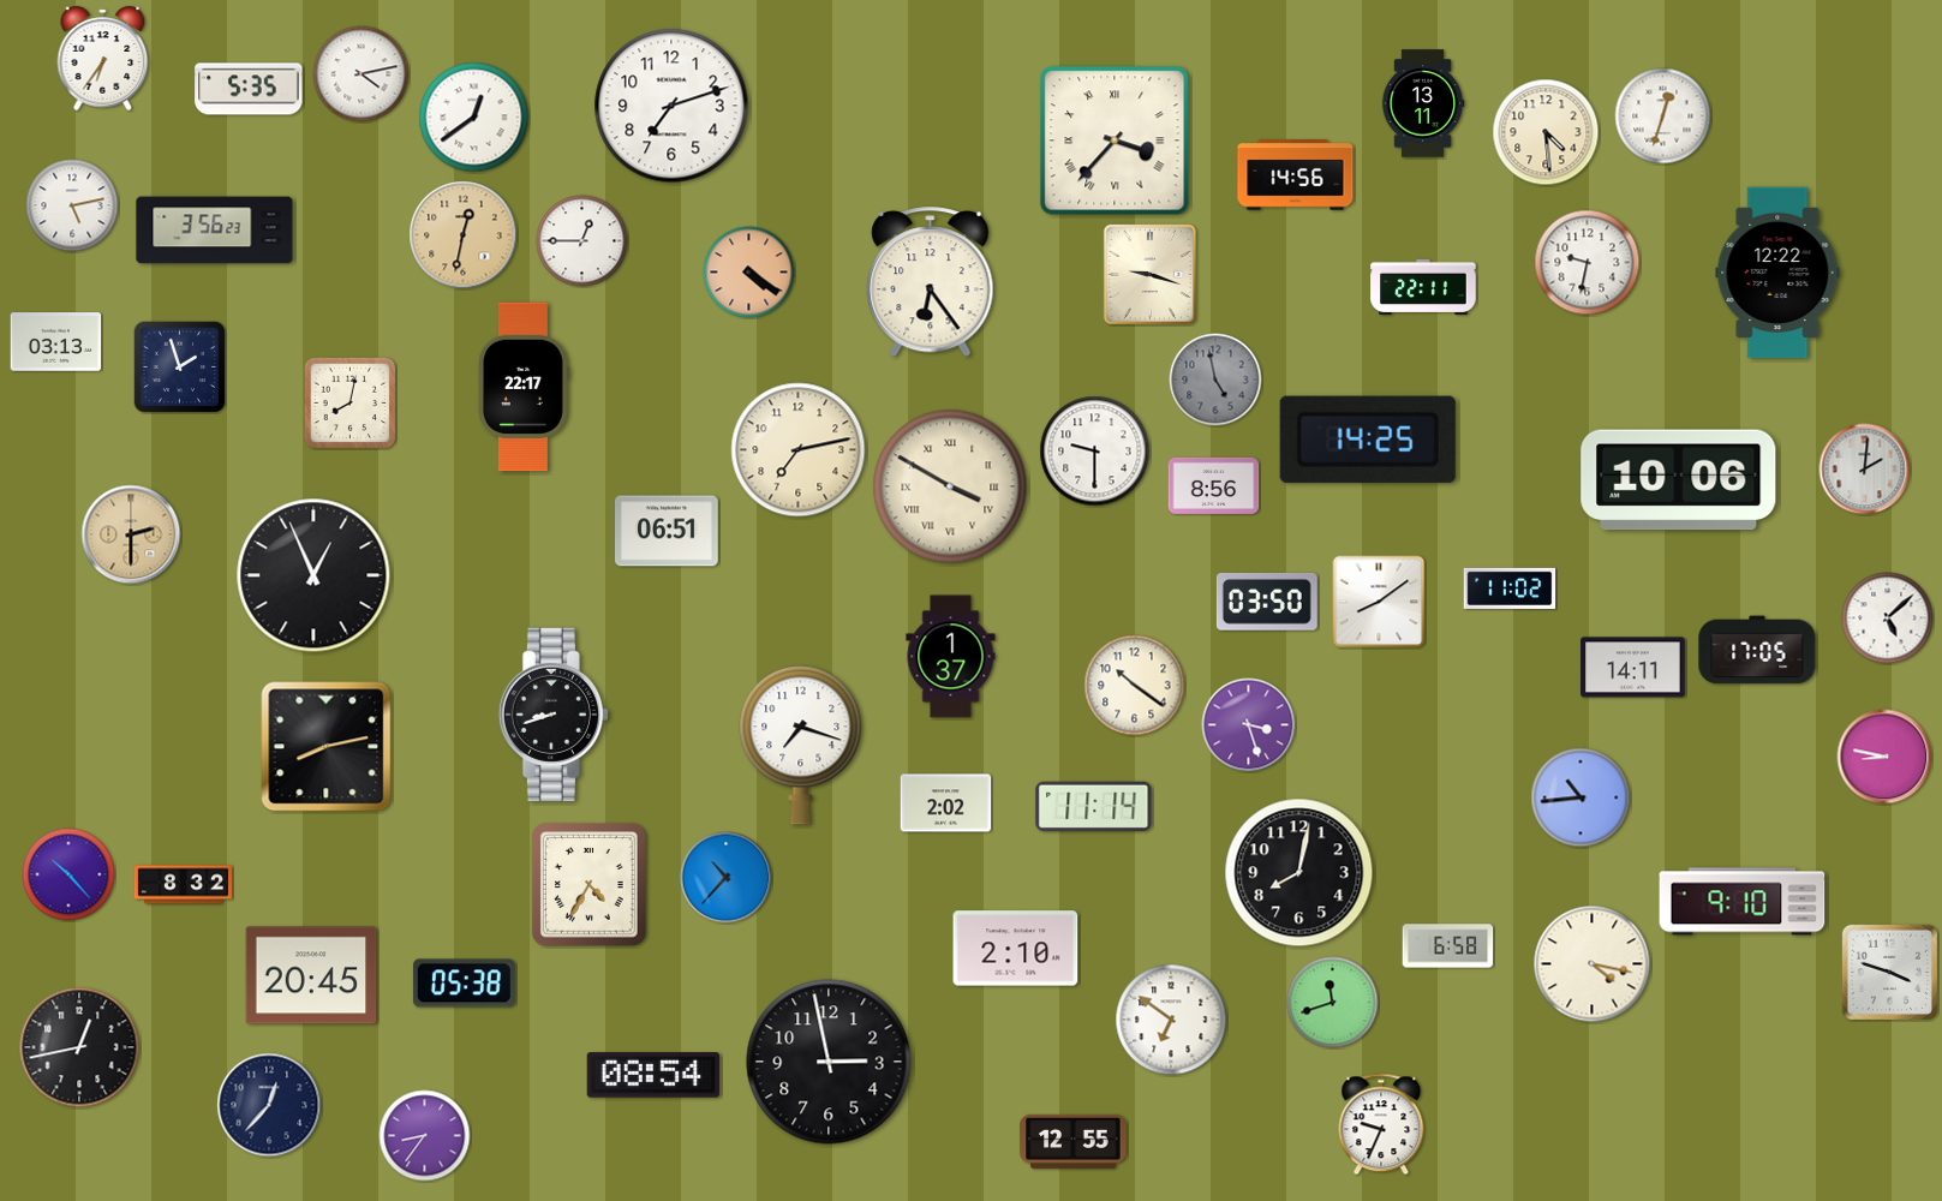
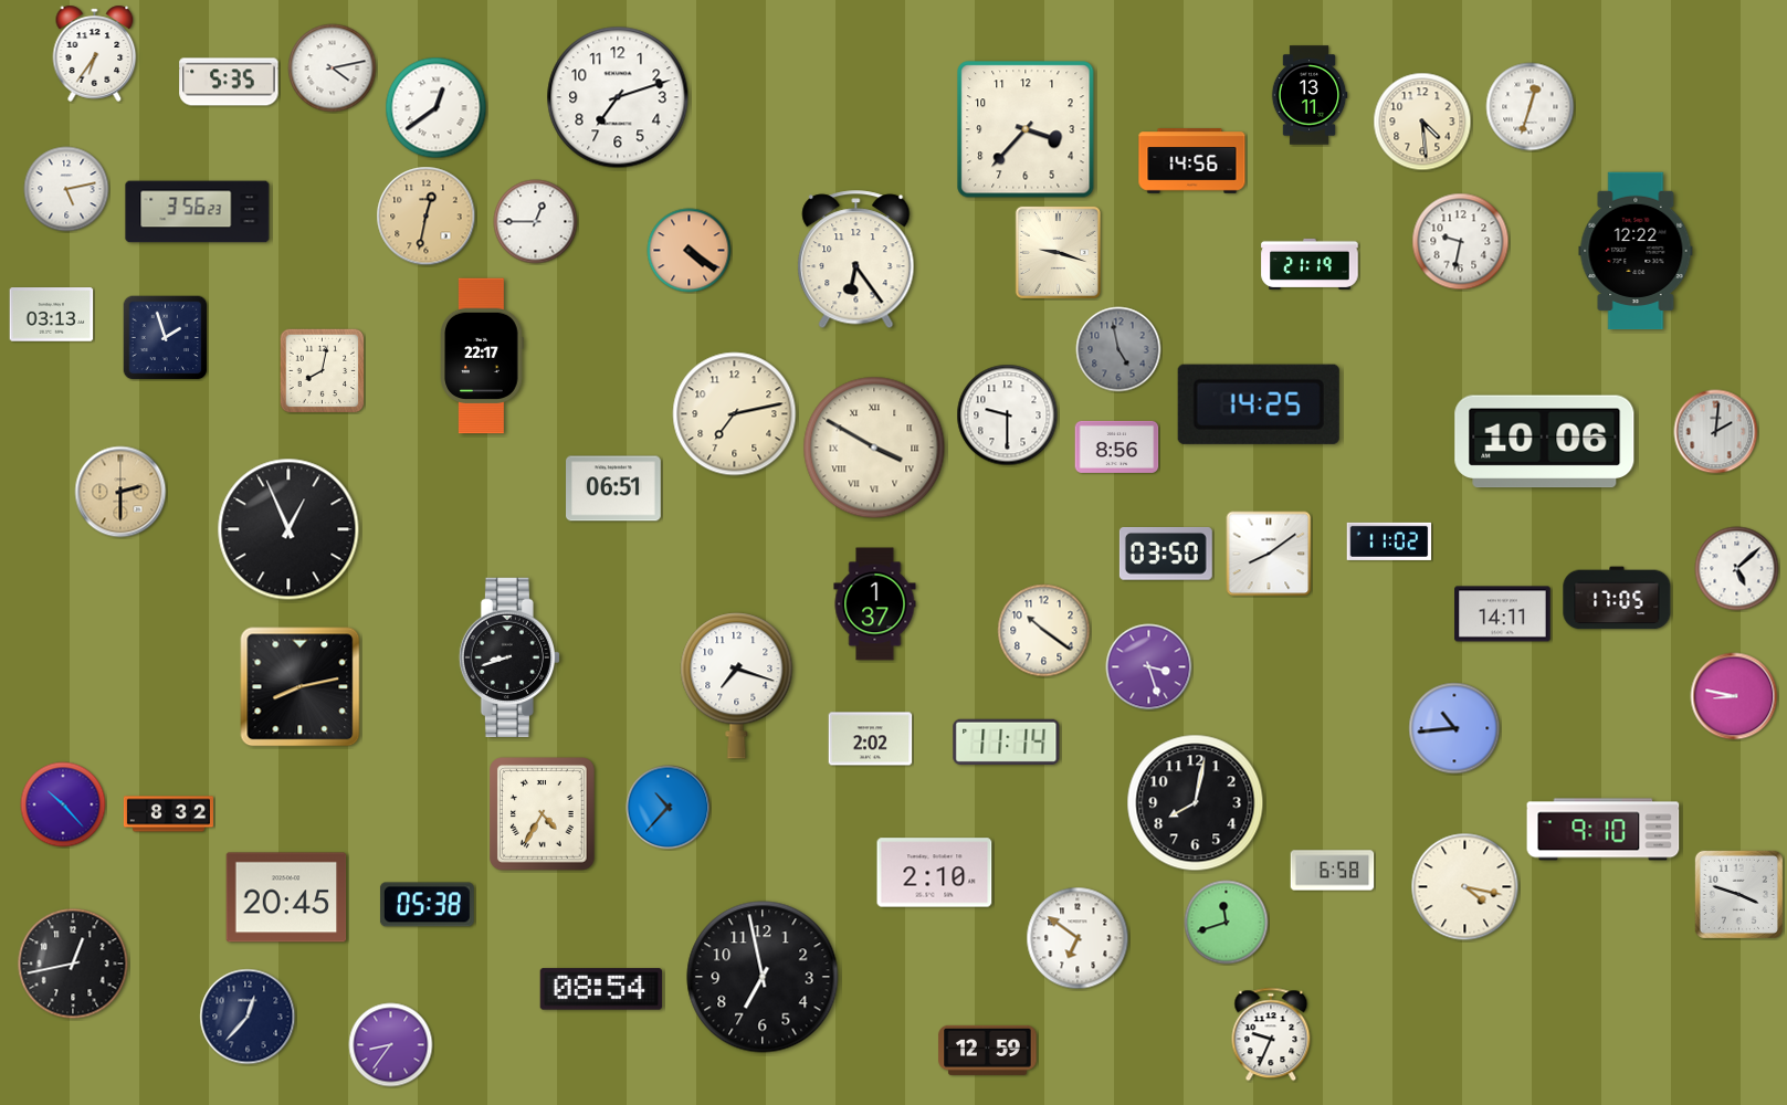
clock at (1115, 141) numerals: Roman -> Arabic
clock at (1423, 287): 22:11 -> 21:19
clock at (1581, 797) position: (1581, 797) -> (1454, 728)
clock at (829, 1062): 2:58 -> 6:58
clock at (1074, 1141): 12:55 -> 12:59
